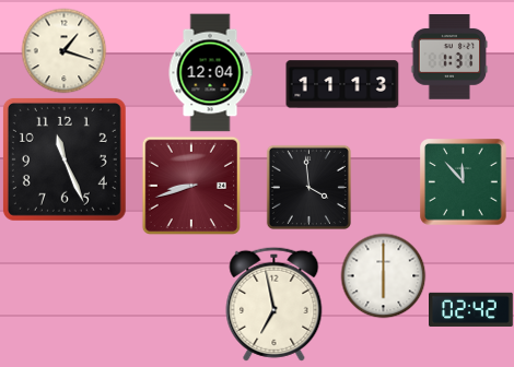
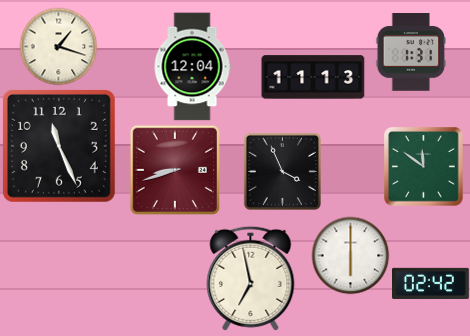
clock at (464, 182): 11:53 -> 11:51
clock at (308, 187): 3:59 -> 3:56
clock at (383, 275) position: (383, 275) -> (350, 255)
